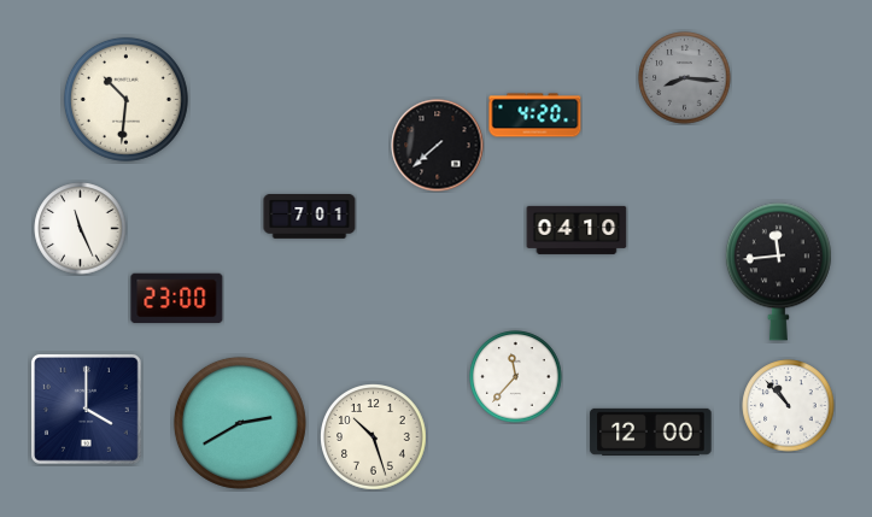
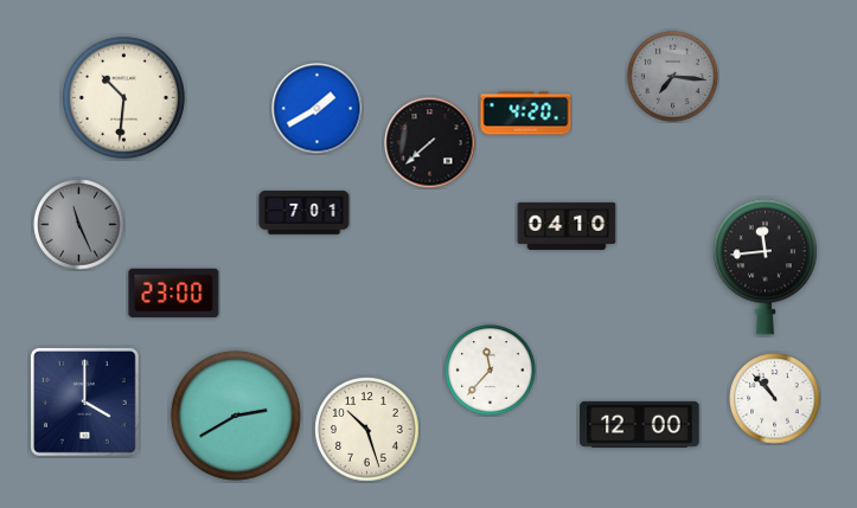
clock at (685, 78): 8:16 -> 7:16
clock at (318, 109): none -> 1:40
clock at (81, 229) dial: white -> grey
clock at (516, 377) position: (516, 377) -> (491, 371)
